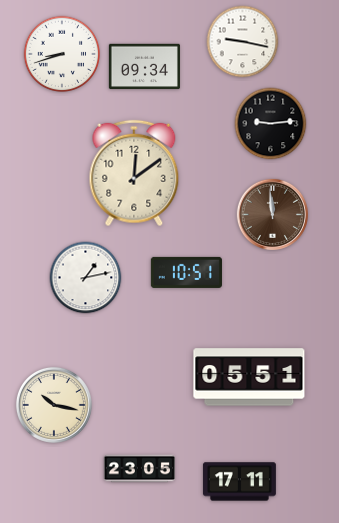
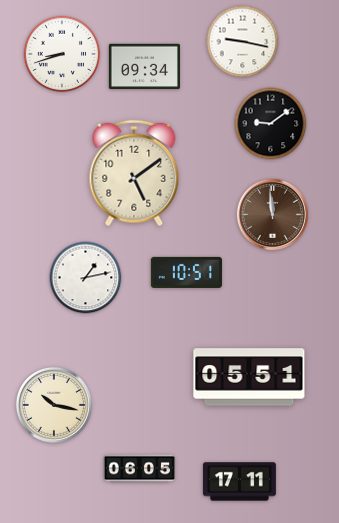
clock at (271, 124): 9:14 -> 9:09
clock at (134, 173): 12:09 -> 5:09
clock at (139, 469): 23:05 -> 06:05
